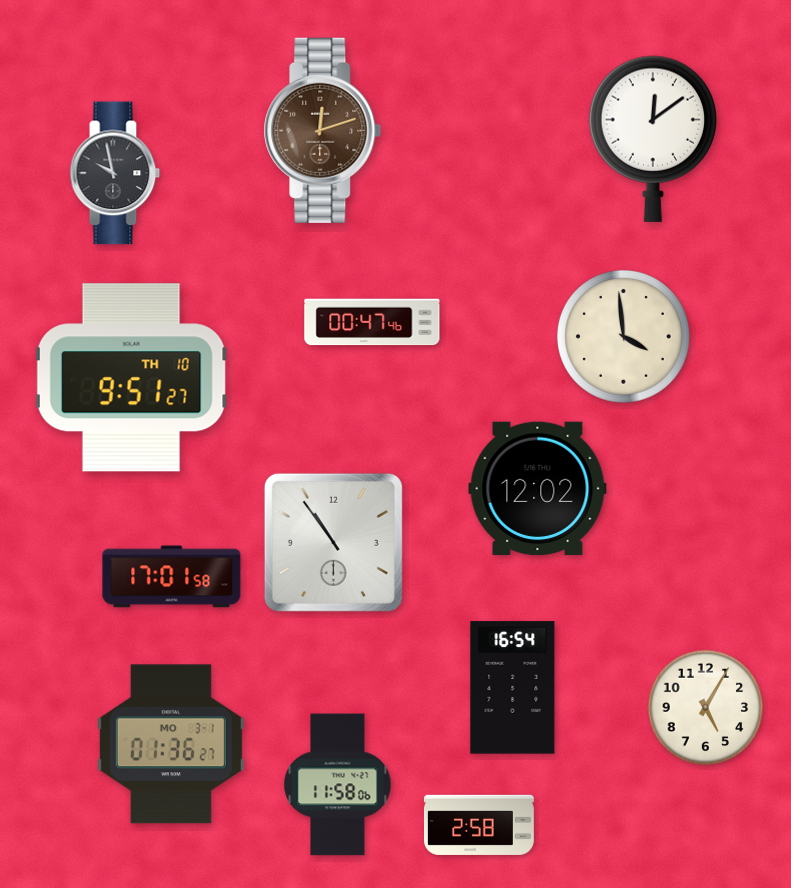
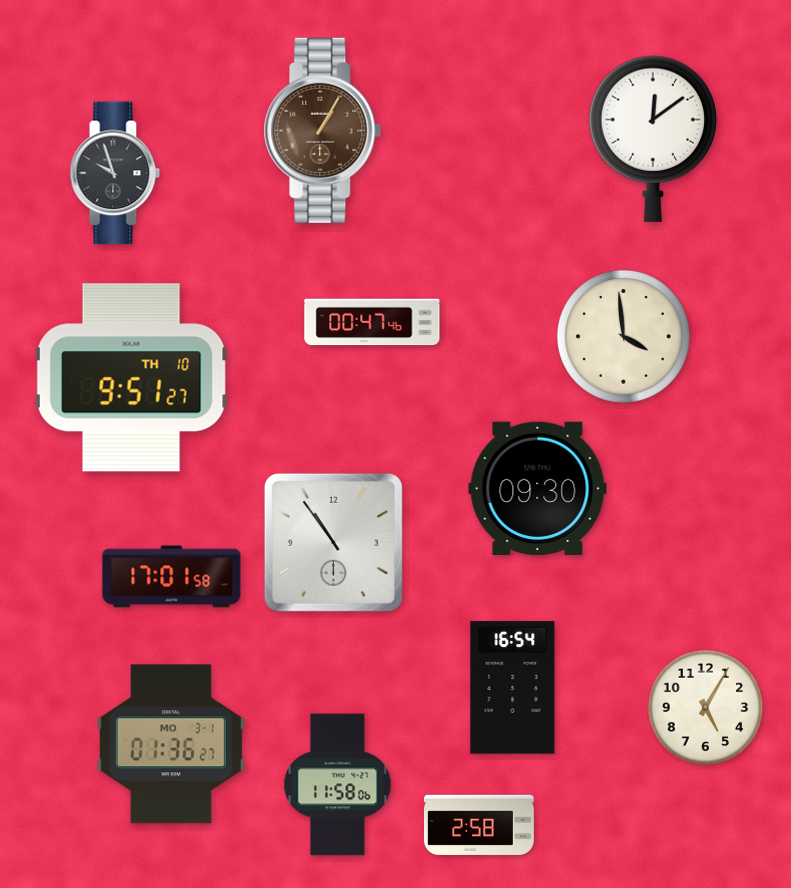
clock at (323, 130): 12:12 -> 1:05
clock at (115, 173): 9:58 -> 9:57
clock at (538, 489): 12:02 -> 09:30
